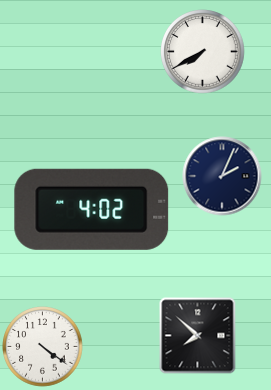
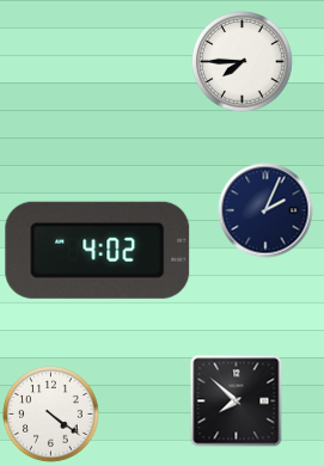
clock at (203, 52): 7:40 -> 7:45
clock at (92, 209) position: (92, 209) -> (98, 250)
